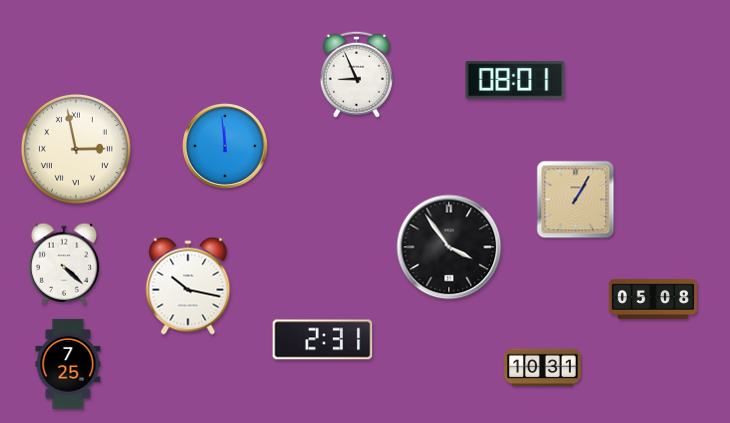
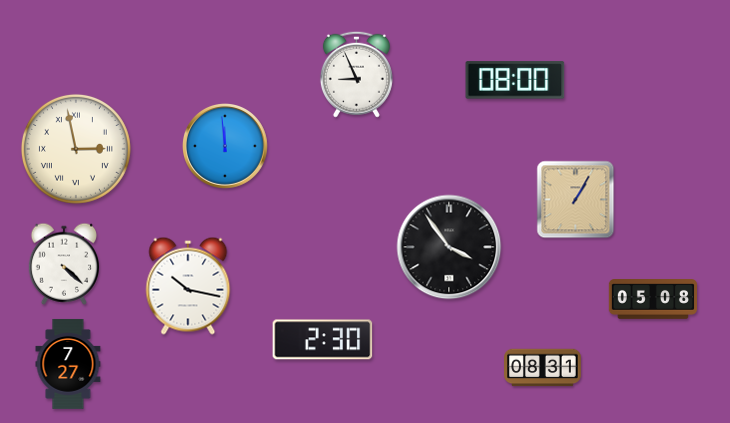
clock at (515, 80): 08:01 -> 08:00
clock at (323, 340): 2:31 -> 2:30
clock at (68, 364): 7:25 -> 7:27
clock at (543, 368): 10:31 -> 08:31
